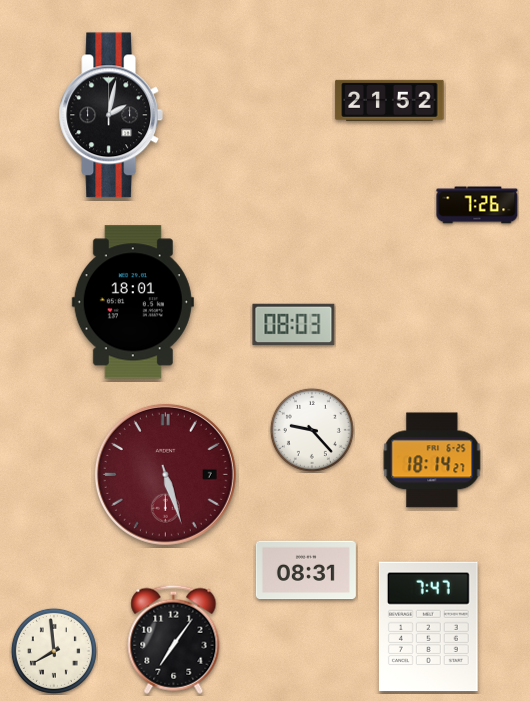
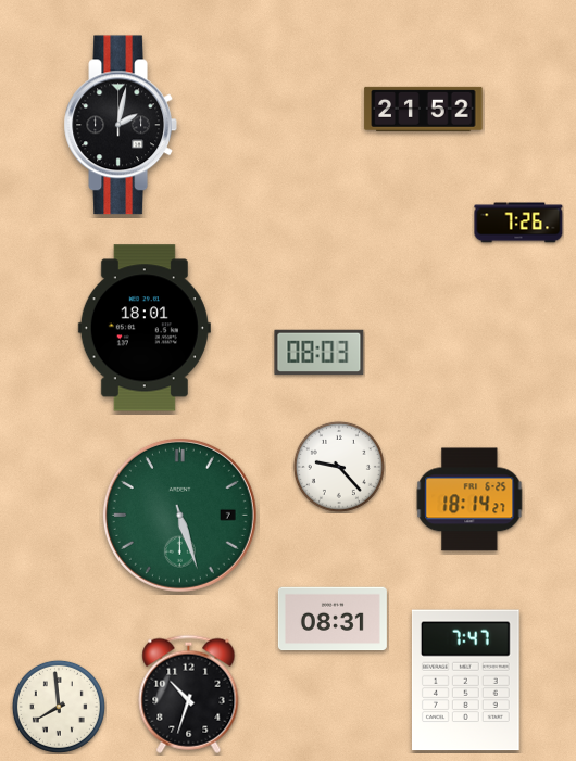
clock at (165, 474) dial: burgundy -> green
clock at (174, 639): 7:06 -> 10:33
